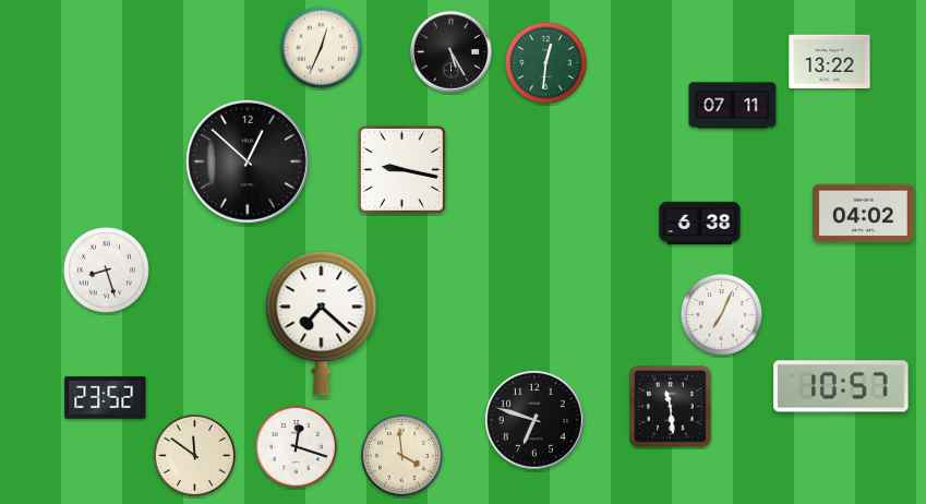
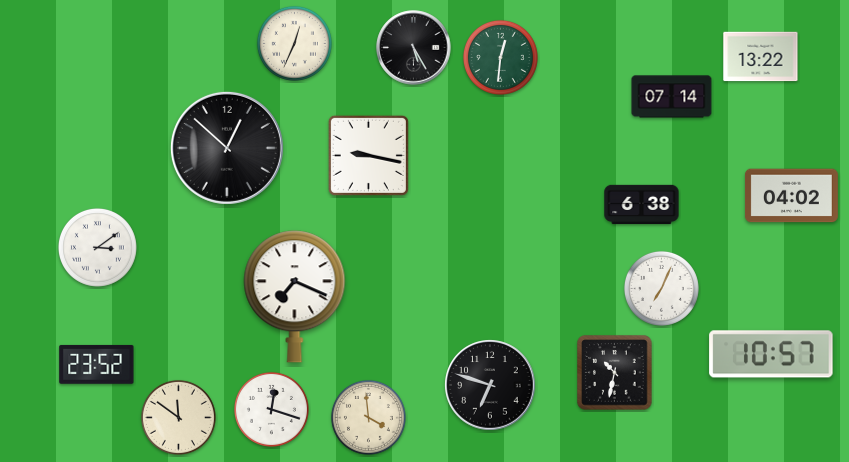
clock at (733, 106): 07:11 -> 07:14
clock at (106, 269): 8:27 -> 3:09
clock at (322, 324): 7:22 -> 7:19
clock at (671, 407): 11:29 -> 10:32
